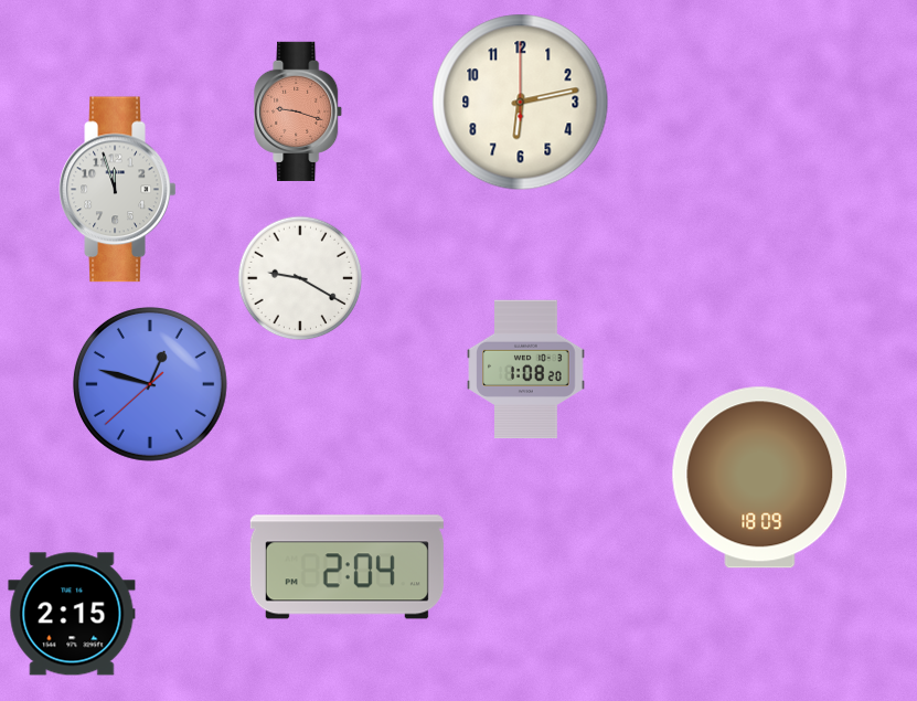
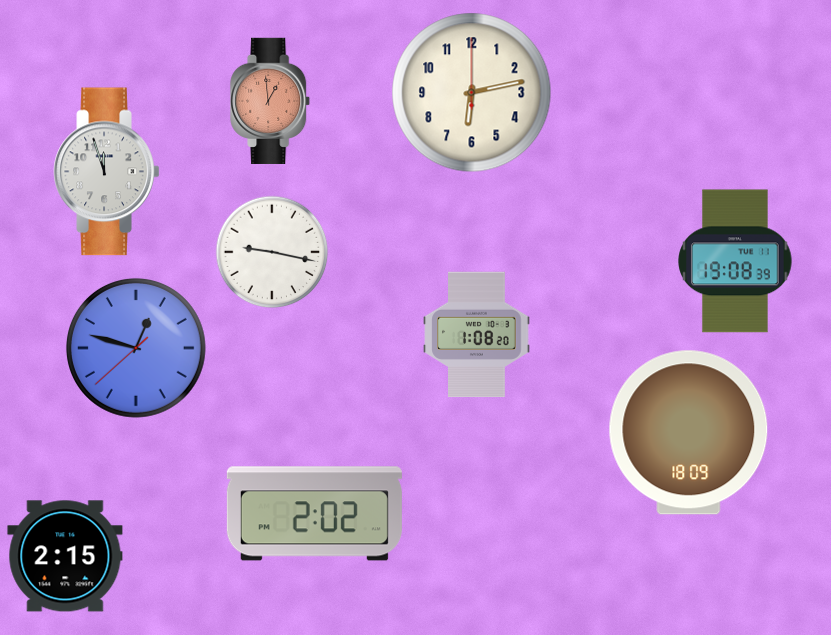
clock at (299, 111): 9:18 -> 12:59
clock at (300, 278): 9:20 -> 9:17
clock at (735, 261): none -> 19:08
clock at (346, 567): 2:04 -> 2:02
